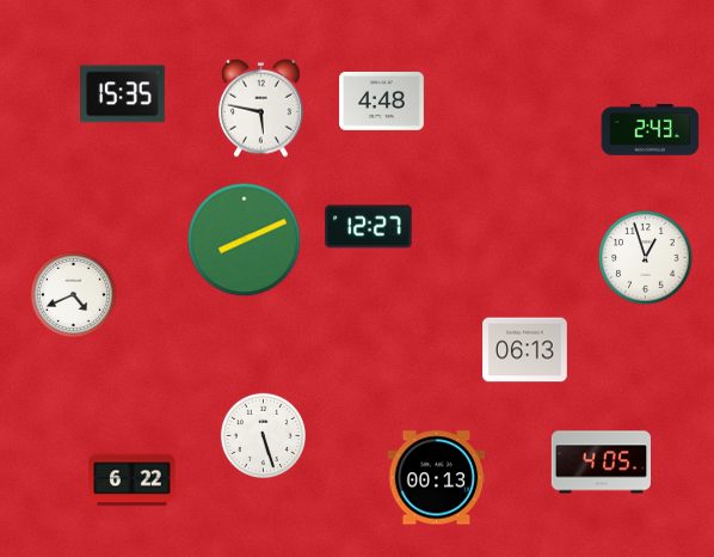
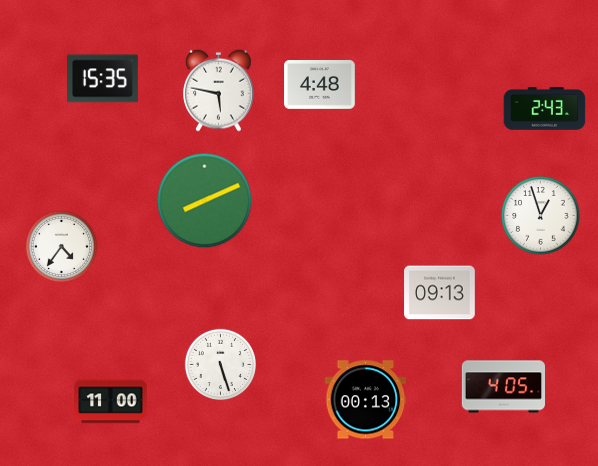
clock at (369, 227): 12:27 -> none
clock at (74, 295): 4:41 -> 4:36
clock at (525, 350): 06:13 -> 09:13
clock at (133, 481): 6:22 -> 11:00
